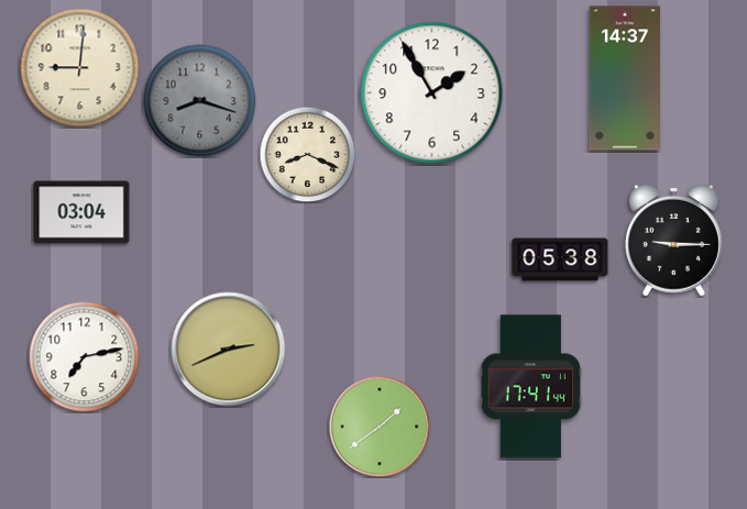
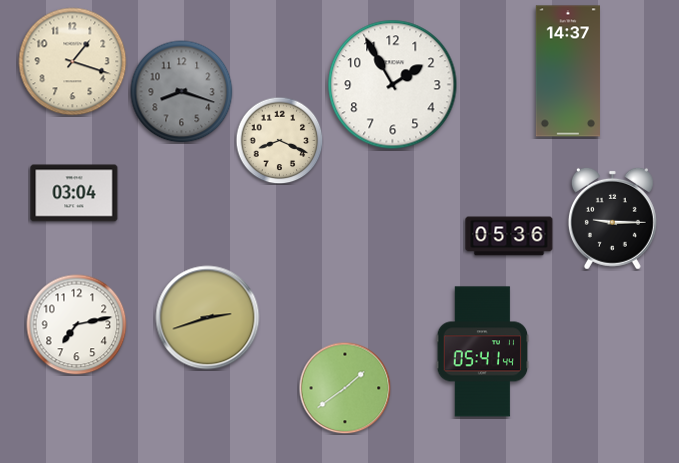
clock at (80, 68): 9:01 -> 1:18
clock at (560, 259): 05:38 -> 05:36
clock at (229, 350): 2:41 -> 2:42
clock at (531, 387): 17:41 -> 05:41
